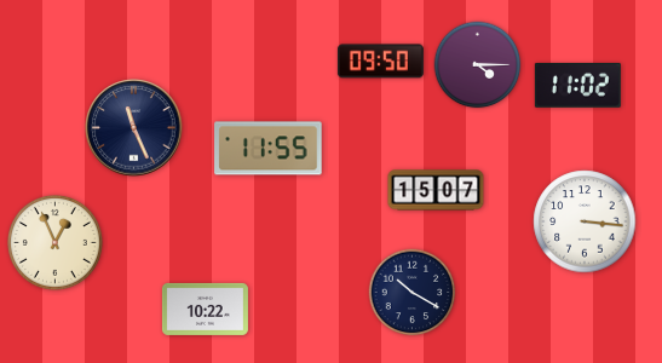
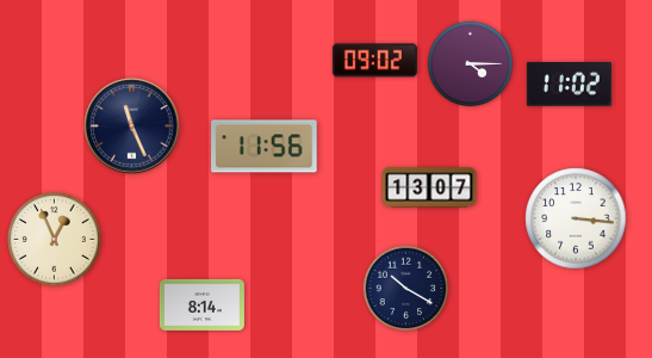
clock at (380, 62): 09:50 -> 09:02
clock at (269, 149): 11:55 -> 11:56
clock at (436, 190): 15:07 -> 13:07
clock at (205, 309): 10:22 -> 8:14
